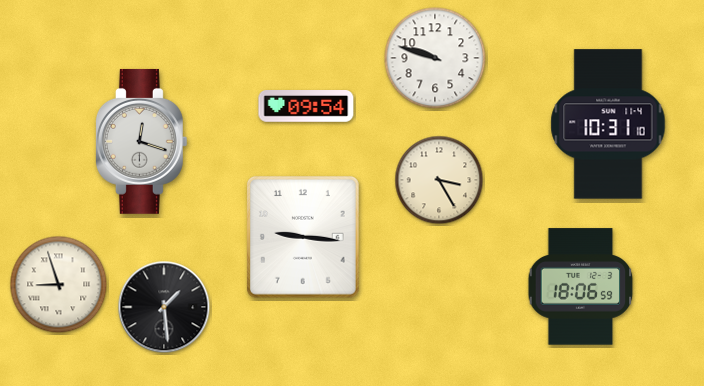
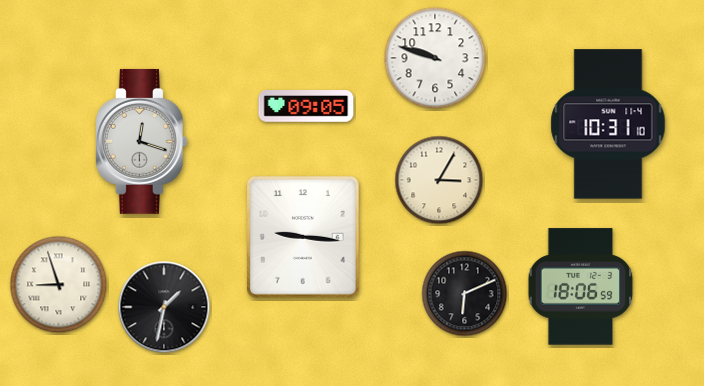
clock at (306, 107): 09:54 -> 09:05
clock at (439, 180): 3:25 -> 3:05
clock at (465, 294): none -> 6:11
clock at (164, 307): 1:29 -> 1:32
